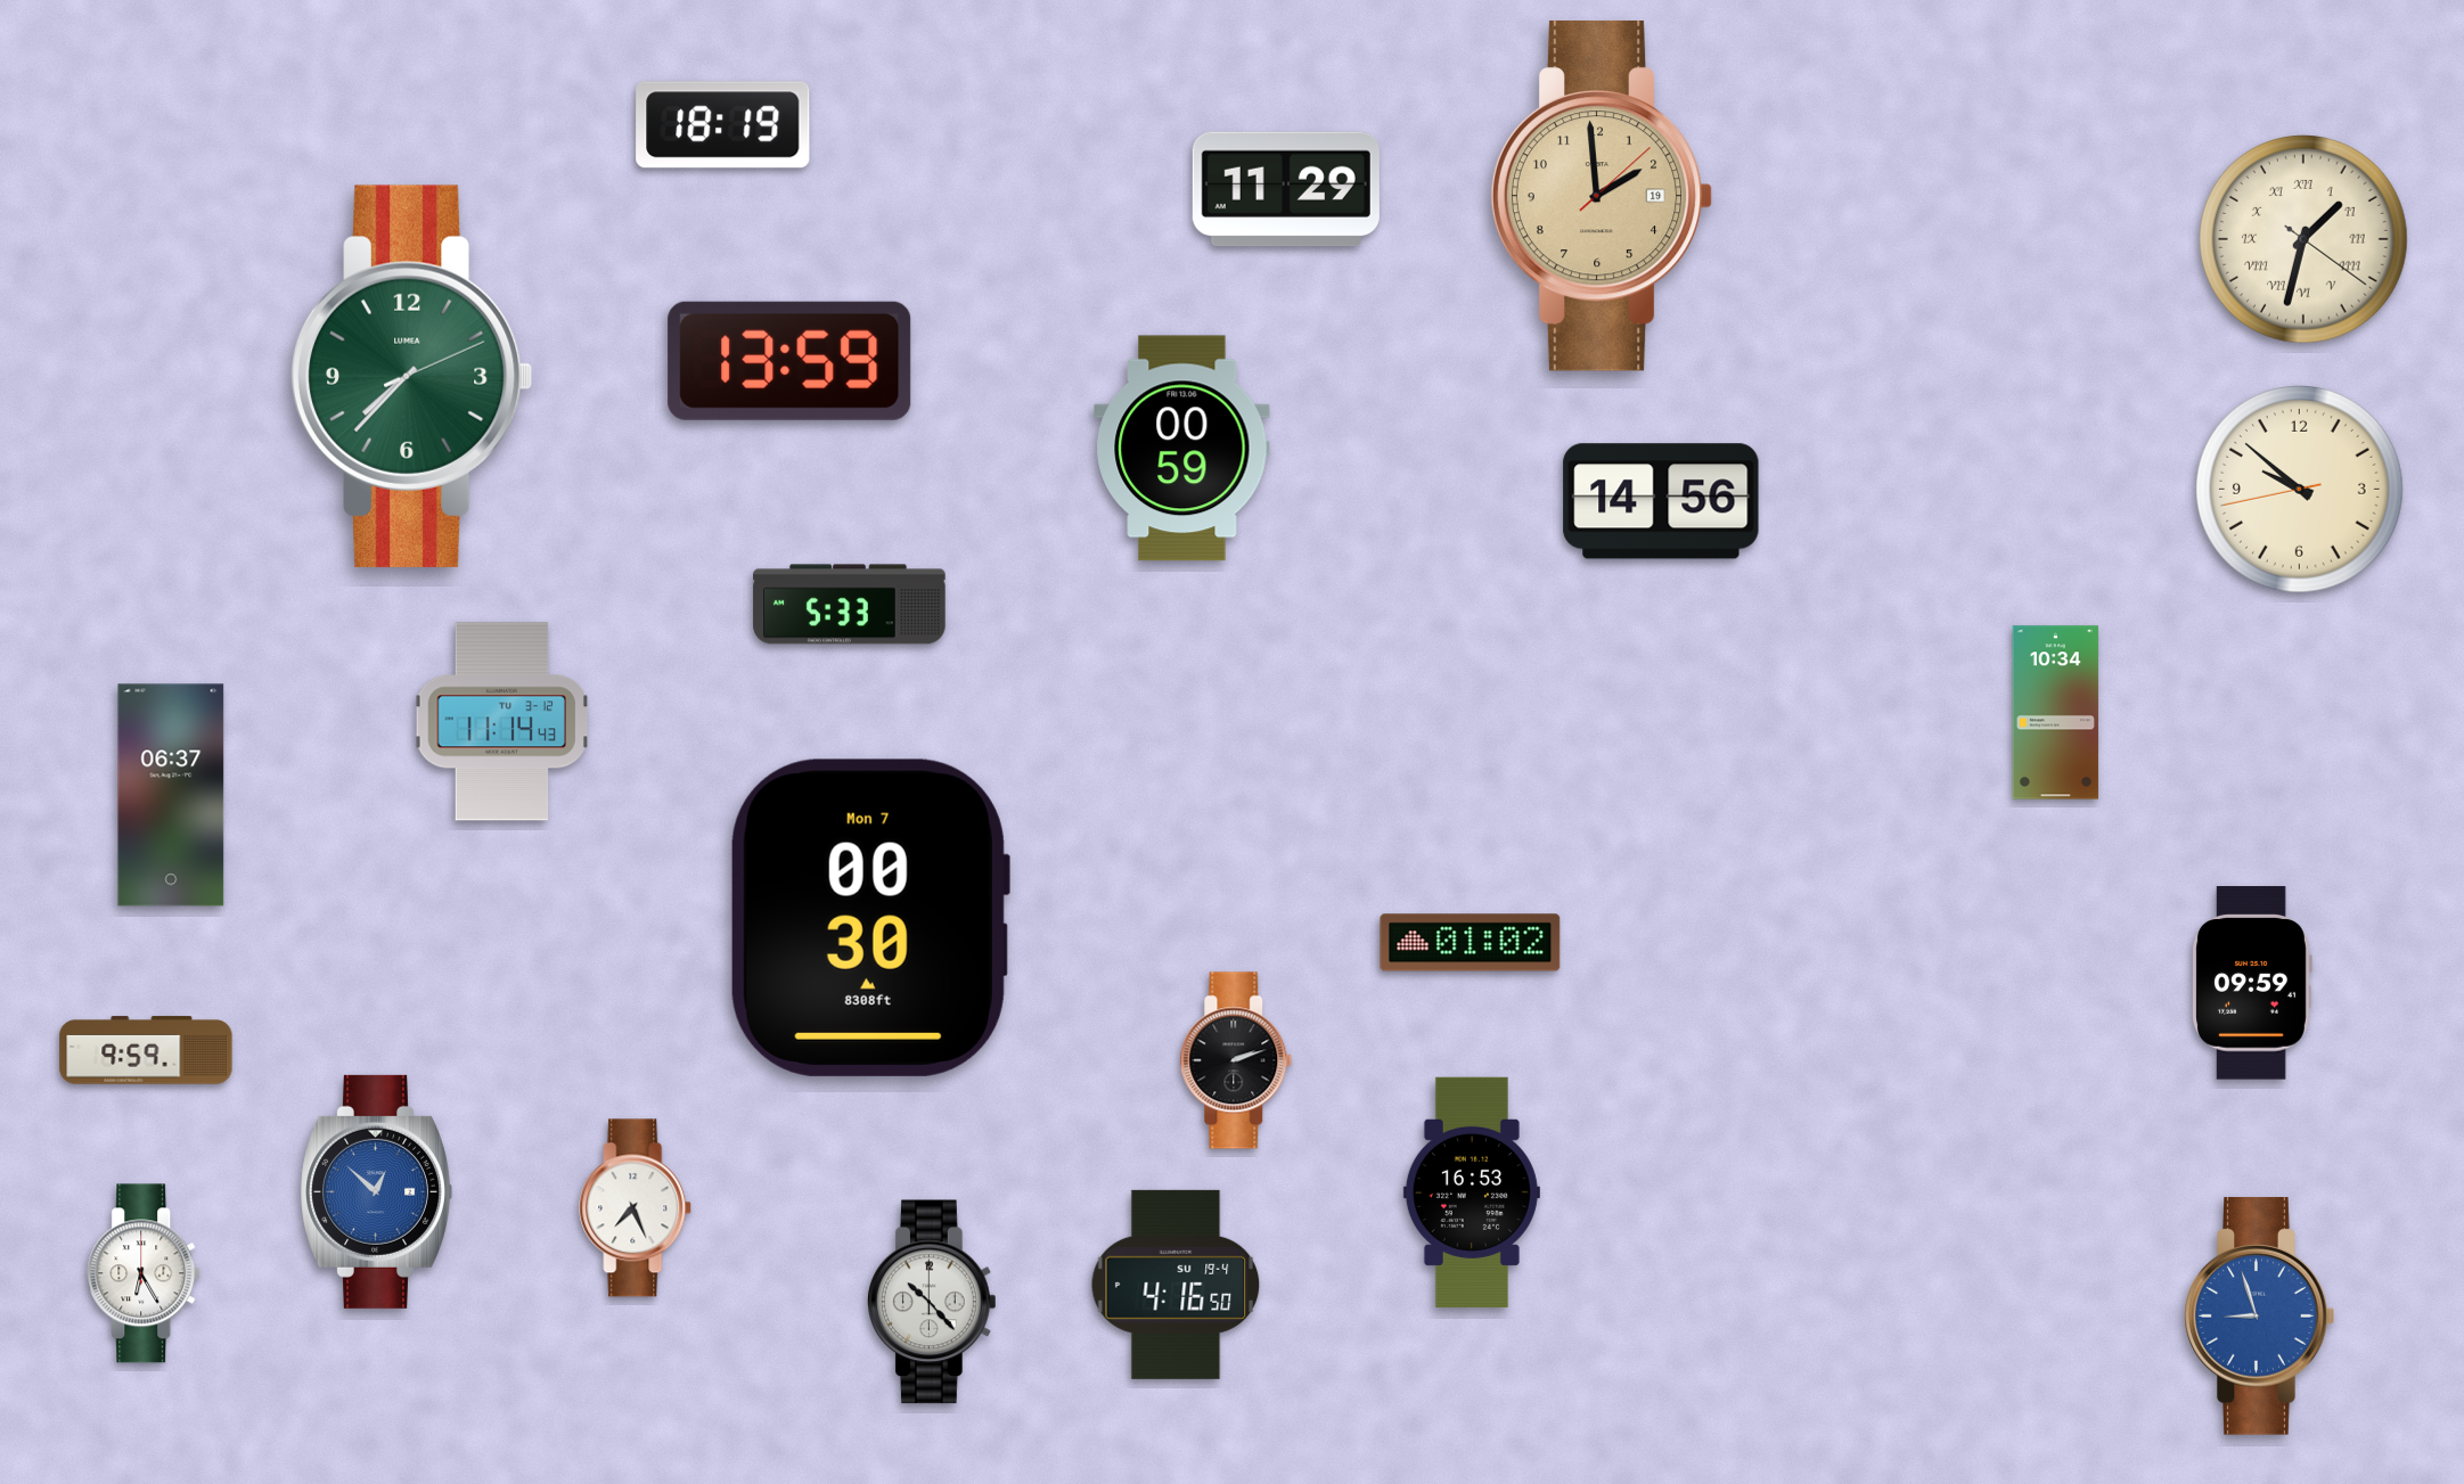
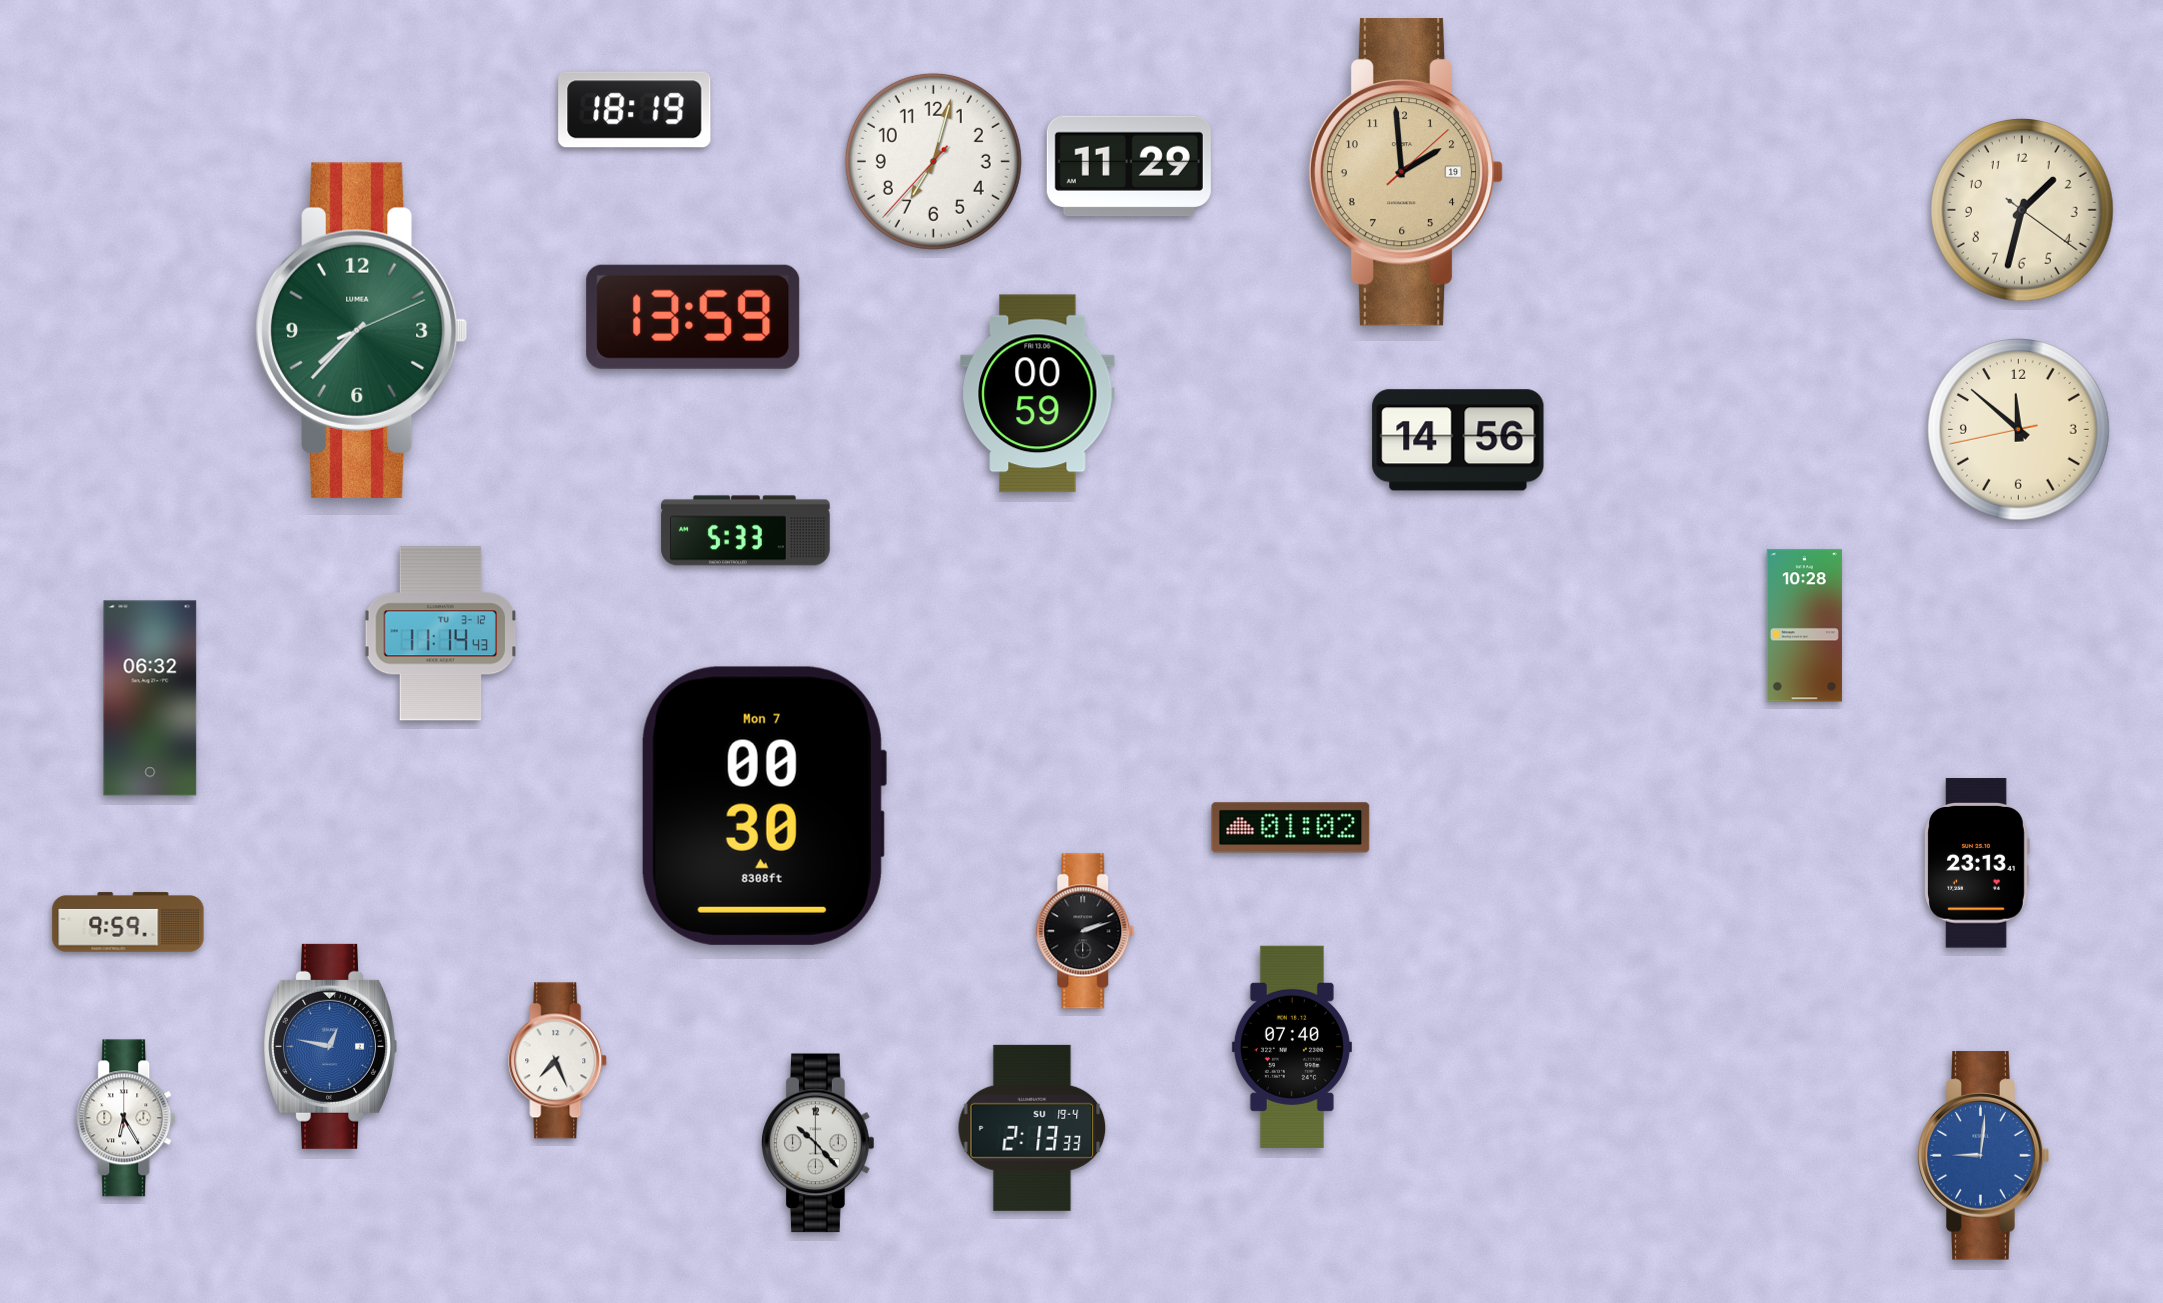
clock at (933, 161): none -> 7:02
clock at (2305, 240) numerals: Roman -> Arabic
clock at (2300, 490): 9:51 -> 11:51
clock at (2055, 713): 10:34 -> 10:28
clock at (171, 795): 06:37 -> 06:32
clock at (2252, 983): 09:59 -> 23:13
clock at (376, 1191): 12:52 -> 12:47
clock at (1472, 1192): 16:53 -> 07:40
clock at (1176, 1285): 4:16 -> 2:13
clock at (2260, 1317): 8:57 -> 9:01
